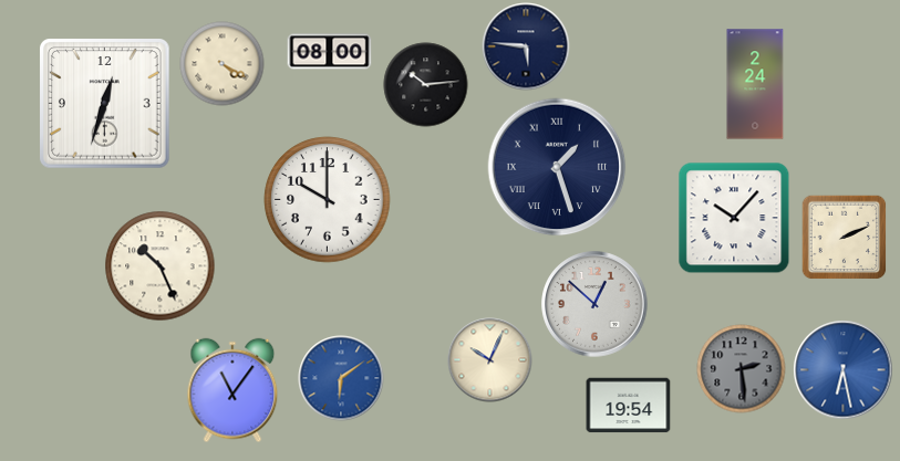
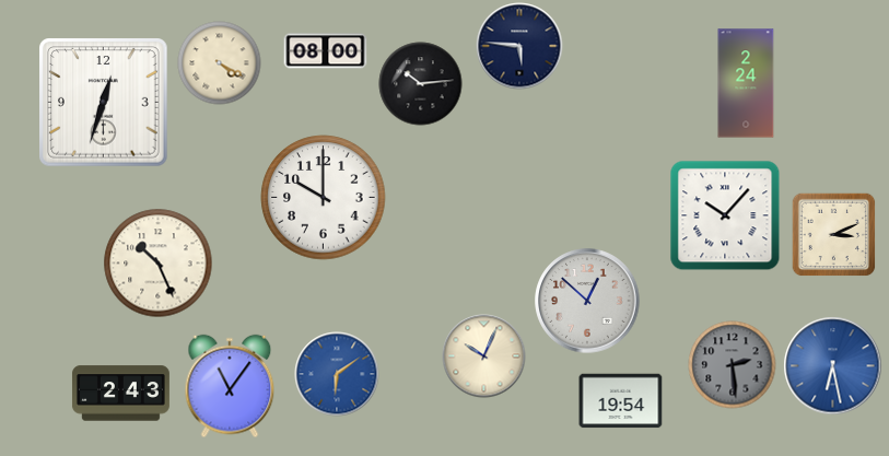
clock at (557, 167): 1:27 -> none
clock at (844, 237): 2:11 -> 3:11
clock at (120, 394): none -> 2:43
